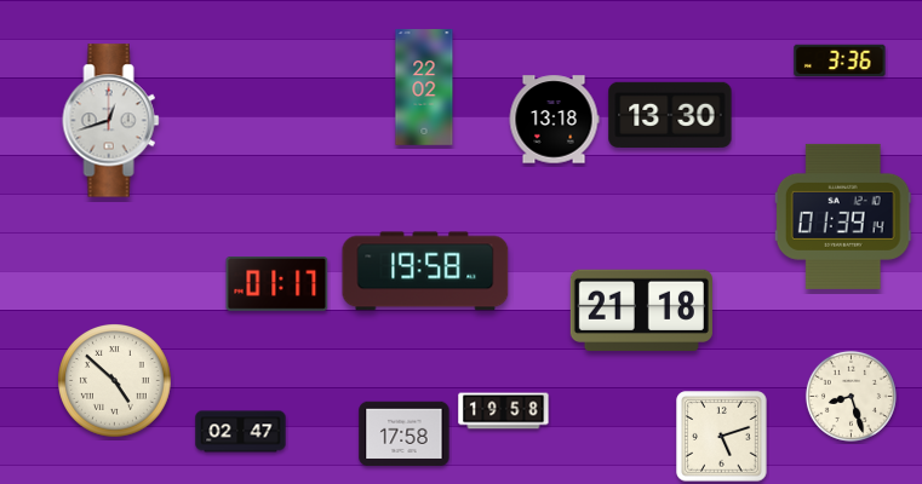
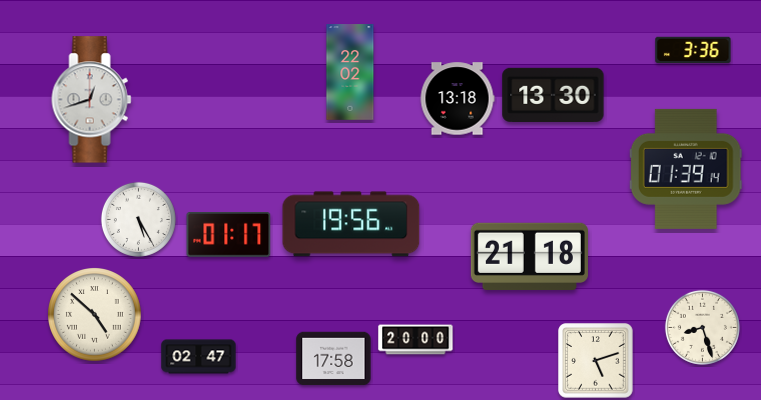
clock at (843, 217) position: (843, 217) -> (686, 169)
clock at (138, 219): none -> 5:25
clock at (425, 271): 19:58 -> 19:56
clock at (504, 411): 19:58 -> 20:00
